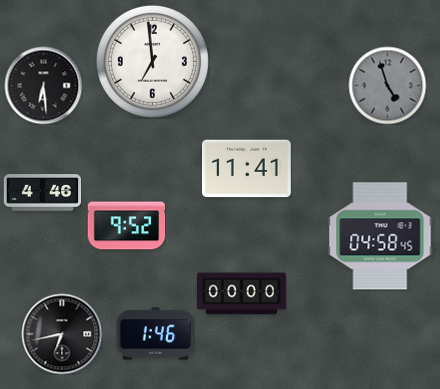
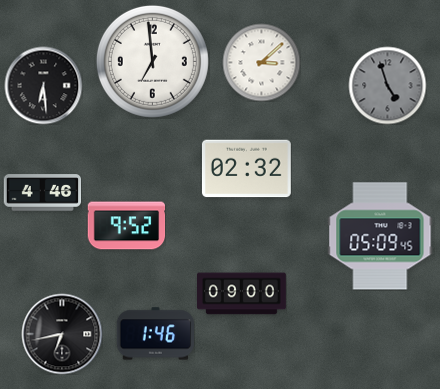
clock at (261, 62): none -> 3:08
clock at (246, 169): 11:41 -> 02:32
clock at (380, 236): 04:58 -> 05:09
clock at (242, 294): 00:00 -> 09:00
